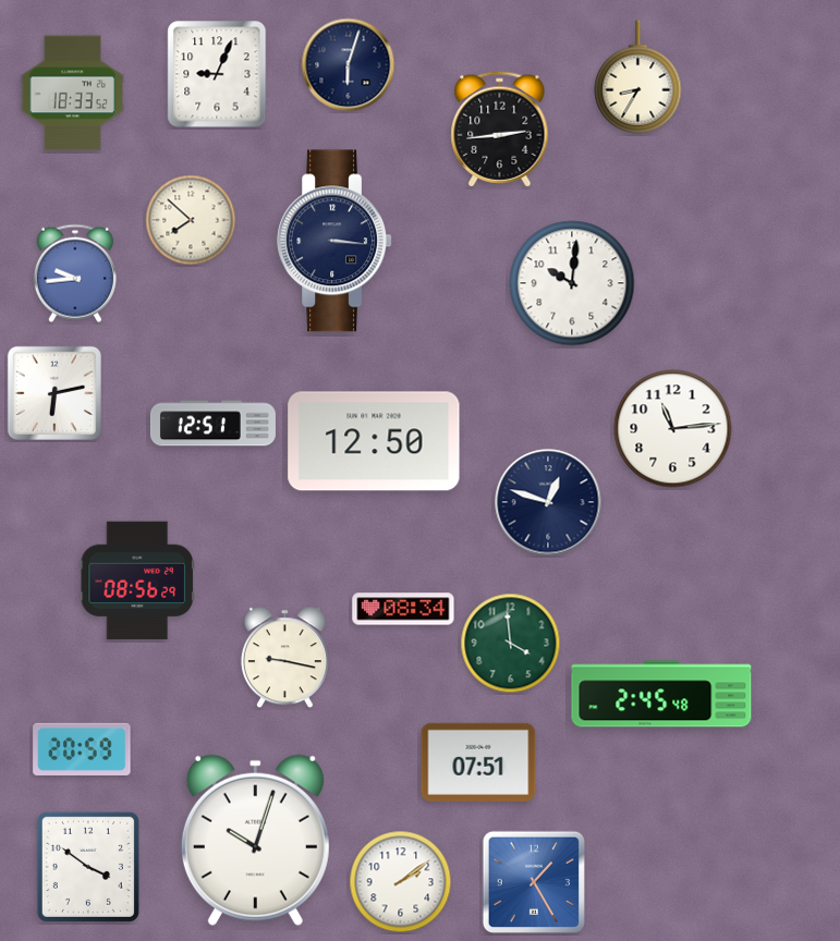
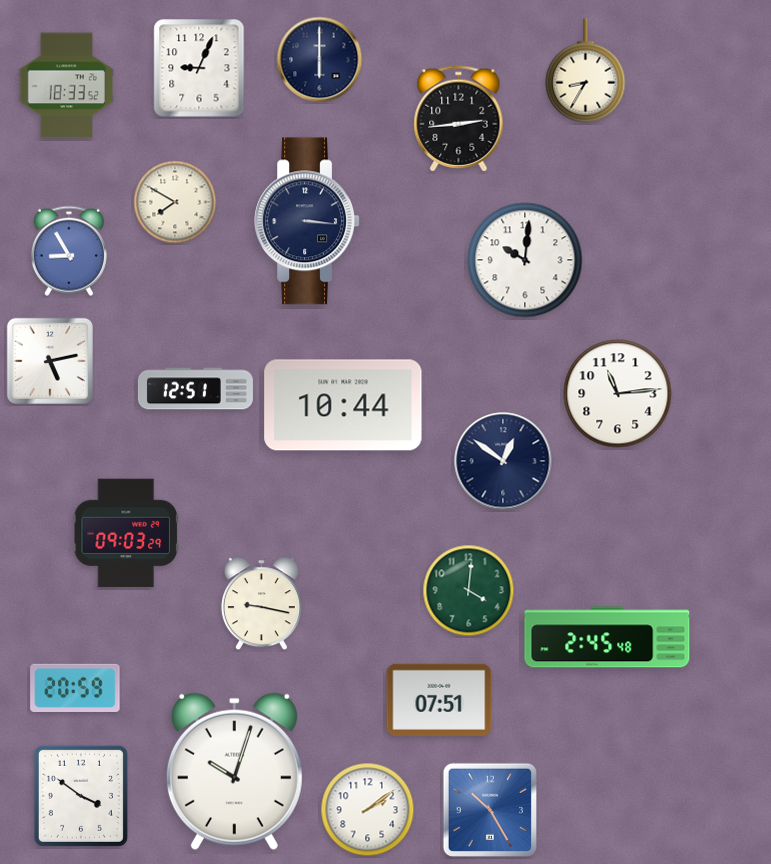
clock at (349, 65): 6:03 -> 6:00
clock at (191, 220): 7:52 -> 7:50
clock at (75, 273): 9:44 -> 8:55
clock at (54, 393): 6:13 -> 5:13
clock at (374, 441): 12:50 -> 10:44
clock at (548, 502): 12:48 -> 12:51
clock at (136, 581): 08:56 -> 09:03
clock at (403, 609): 08:34 -> none
clock at (511, 644): 3:59 -> 4:01
clock at (534, 882): 1:25 -> 10:25
